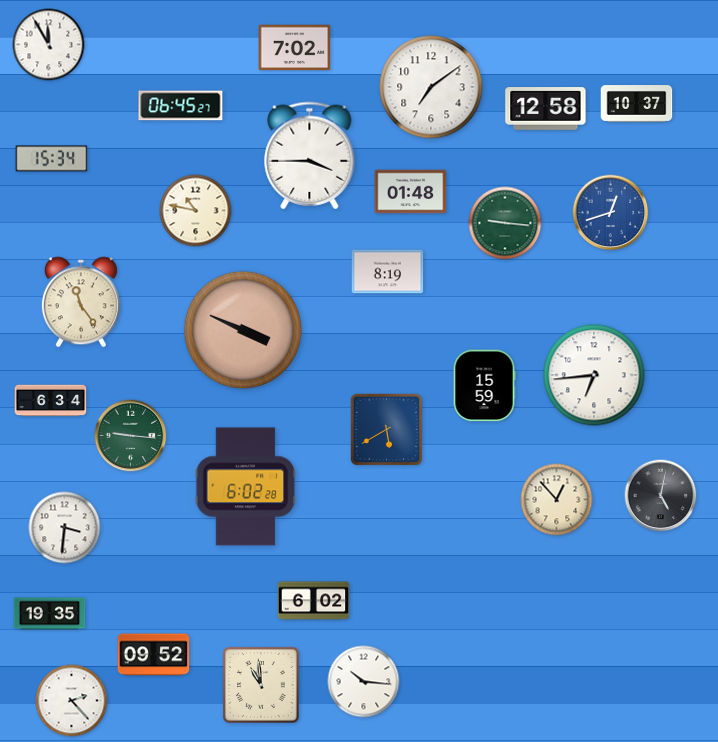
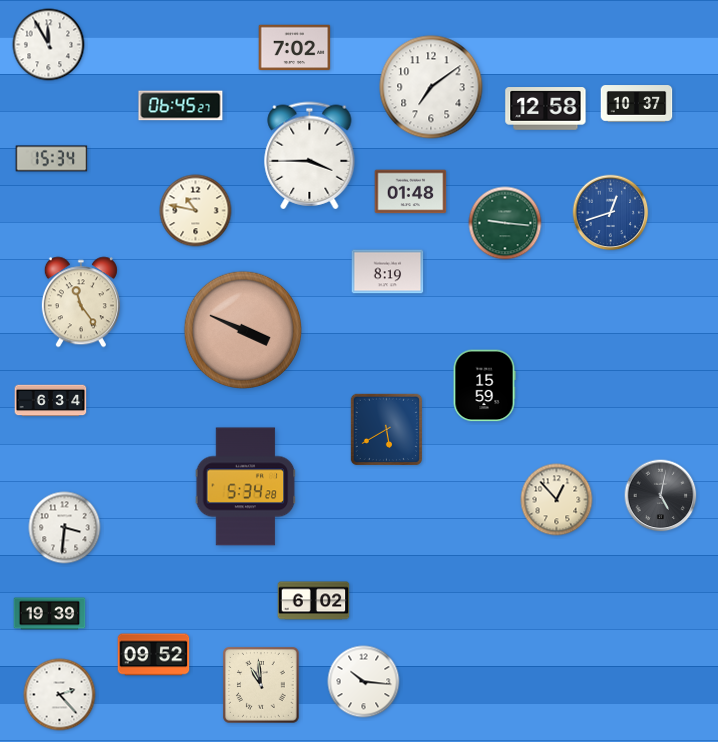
clock at (594, 375): 6:44 -> none
clock at (131, 436): 9:16 -> none
clock at (246, 487): 6:02 -> 5:34
clock at (50, 614): 19:35 -> 19:39
clock at (72, 701) position: (72, 701) -> (60, 695)
